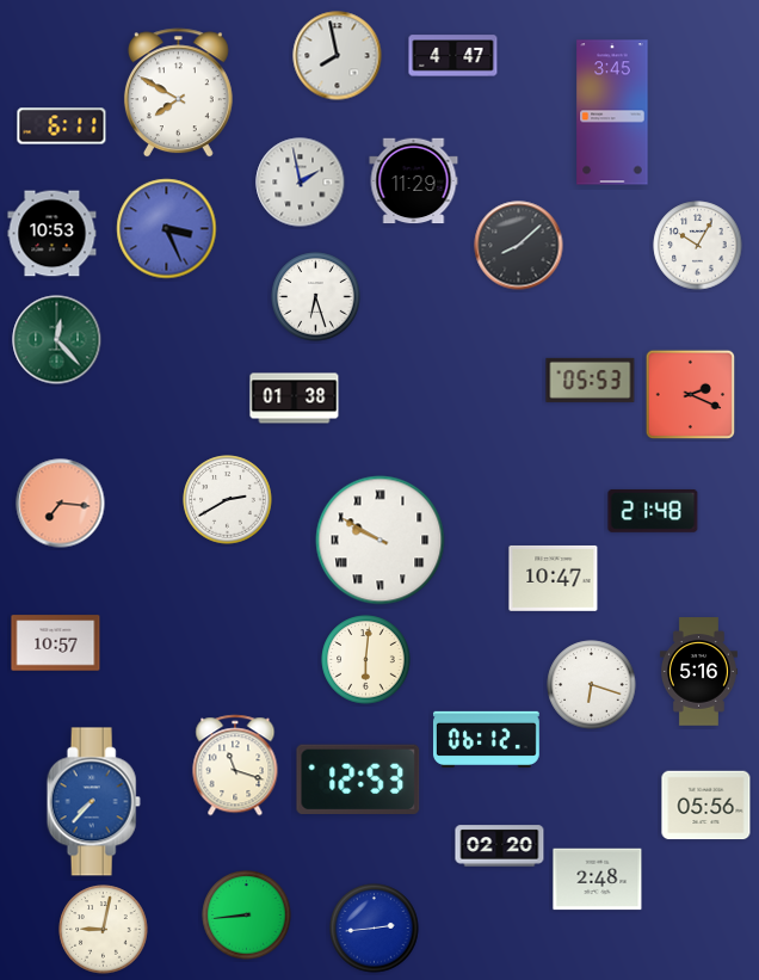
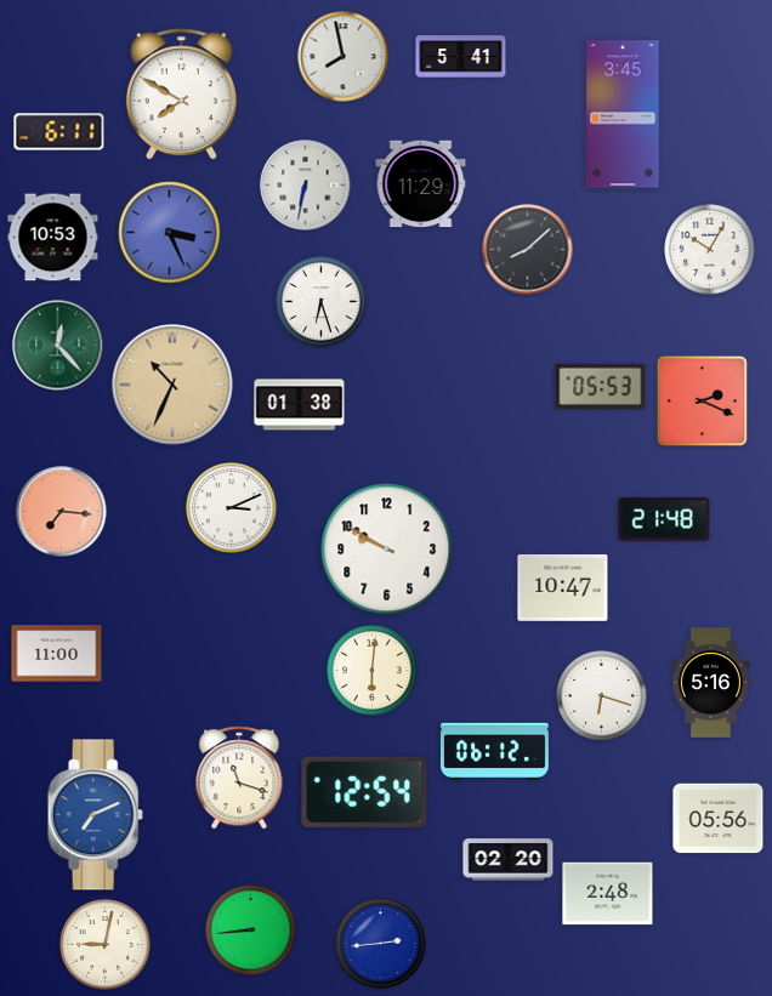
clock at (453, 56): 4:47 -> 5:41
clock at (62, 127) position: (62, 127) -> (59, 132)
clock at (301, 183): 1:58 -> 6:32
clock at (172, 385): none -> 10:34
clock at (228, 500): 2:40 -> 3:11
clock at (381, 541) numerals: Roman -> Arabic
clock at (56, 643): 10:57 -> 11:00
clock at (358, 779): 12:53 -> 12:54
clock at (93, 802): 7:37 -> 7:11
